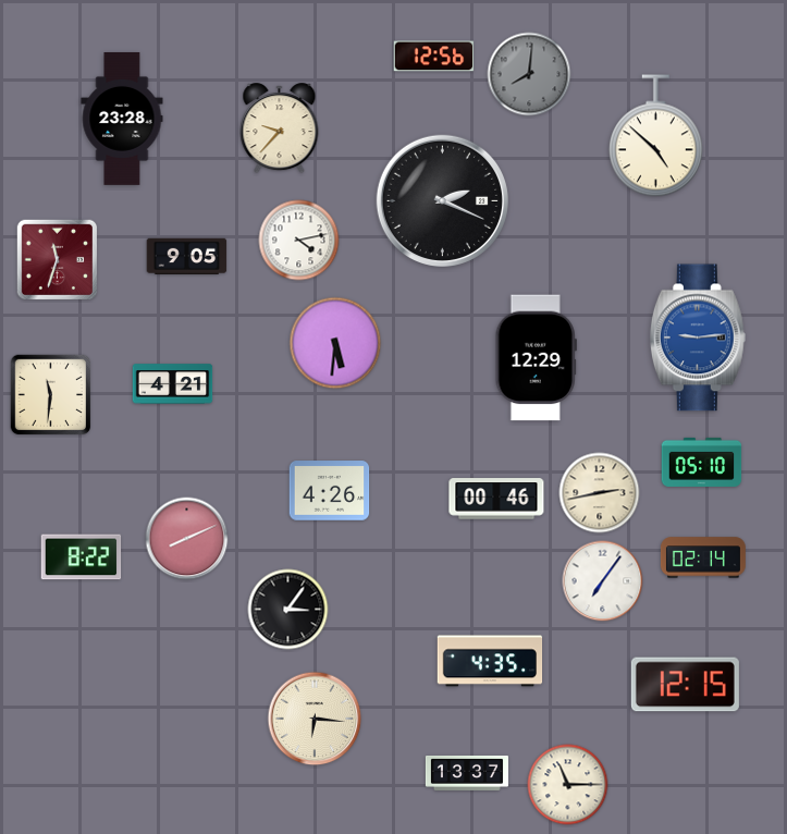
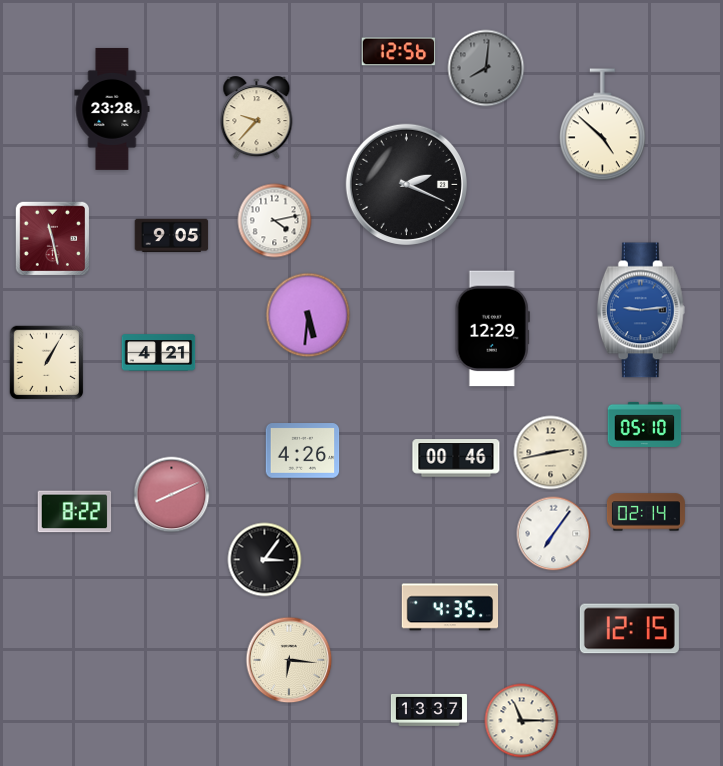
clock at (58, 260): 11:33 -> 11:28
clock at (51, 395): 11:31 -> 1:05
